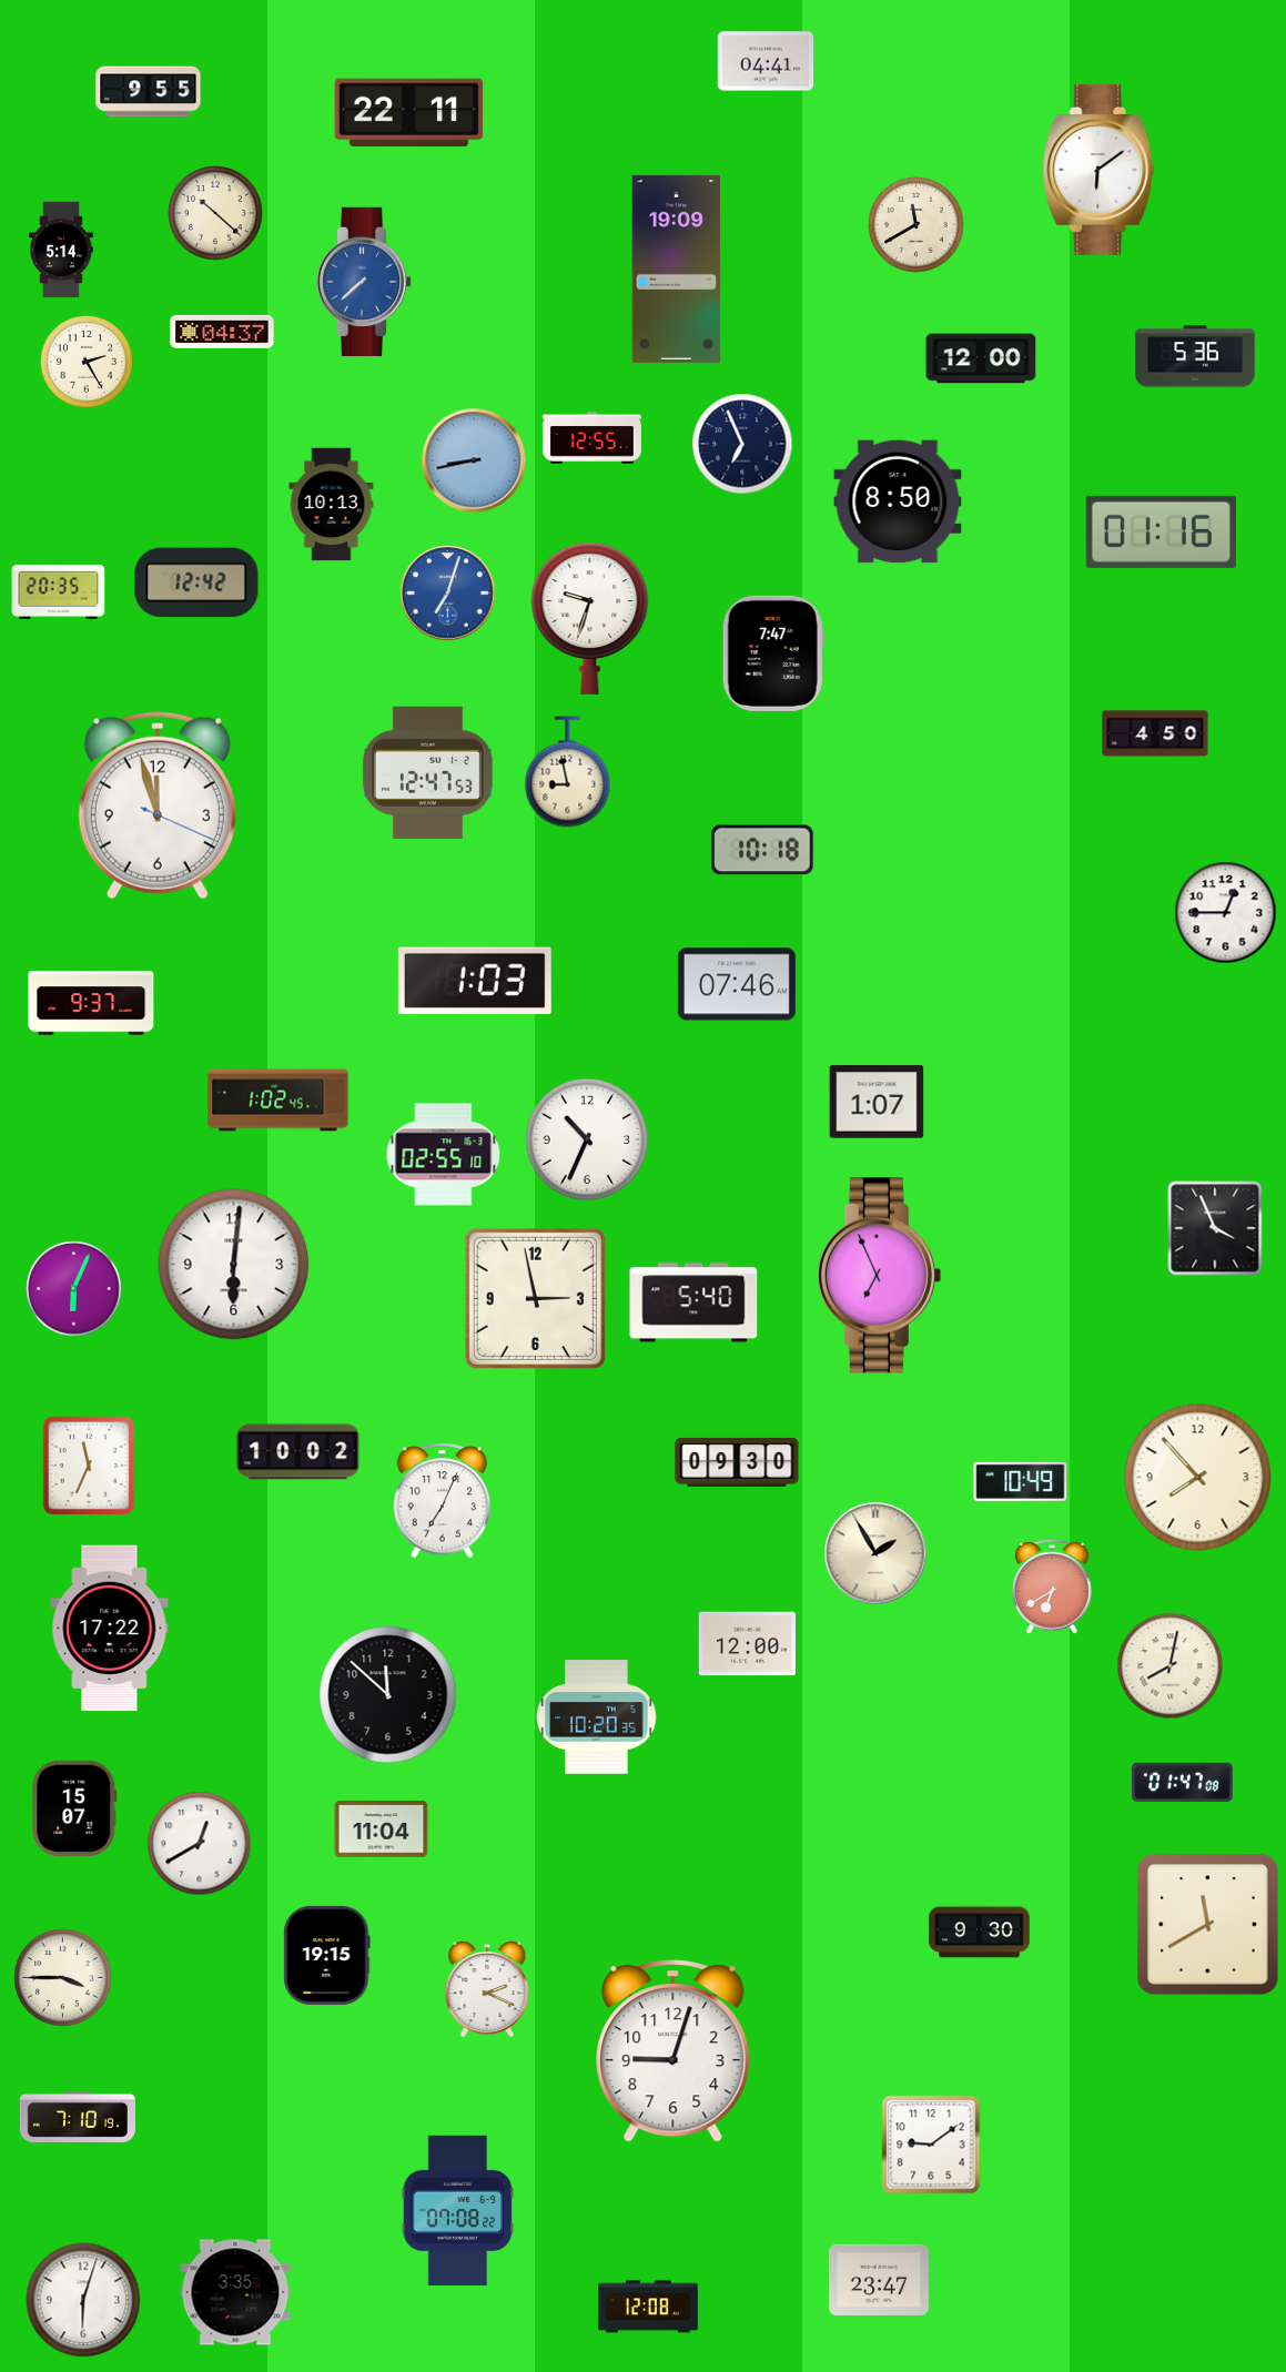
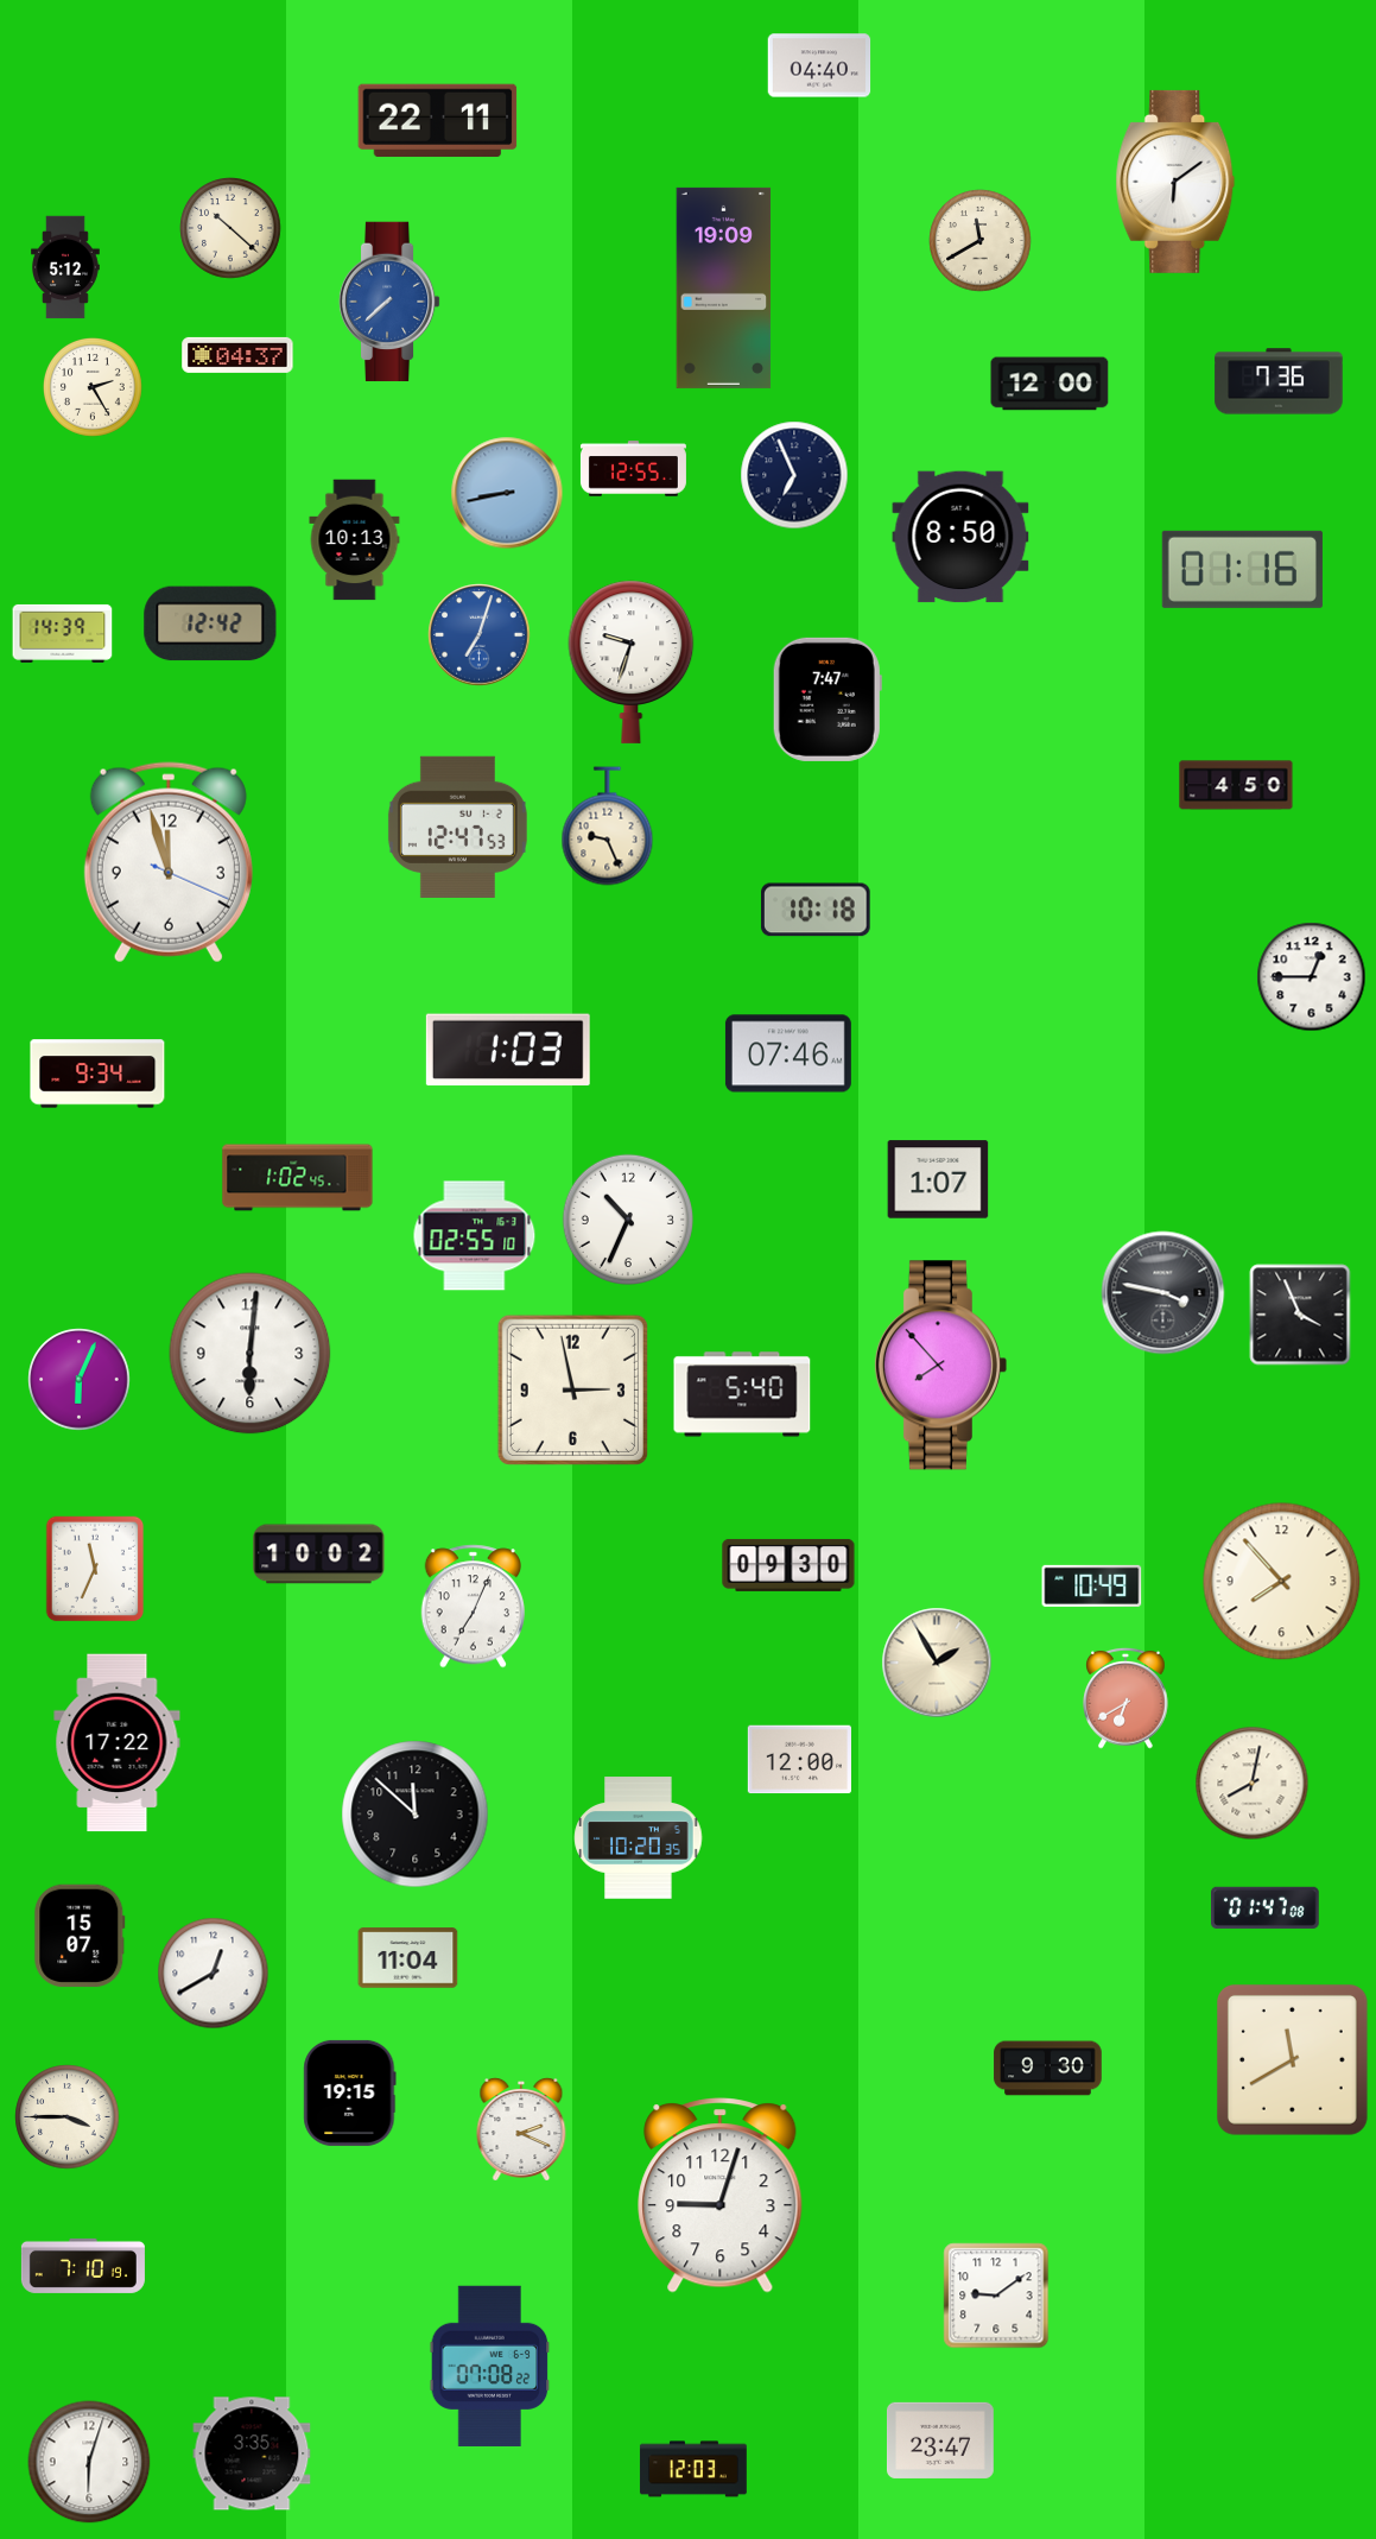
clock at (766, 61): 04:41 -> 04:40
clock at (149, 92): 9:55 -> none
clock at (62, 250): 5:14 -> 5:12
clock at (1195, 356): 5:36 -> 7:36
clock at (59, 591): 20:35 -> 14:39
clock at (568, 772): 8:58 -> 9:26
clock at (91, 1003): 9:37 -> 9:34
clock at (1163, 1293): none -> 3:47
clock at (879, 1276): 6:56 -> 7:53
clock at (648, 2307): 12:08 -> 12:03
